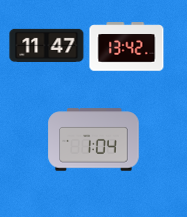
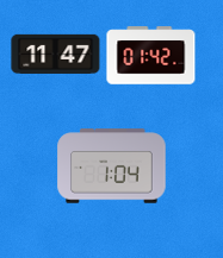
clock at (127, 47): 13:42 -> 01:42
